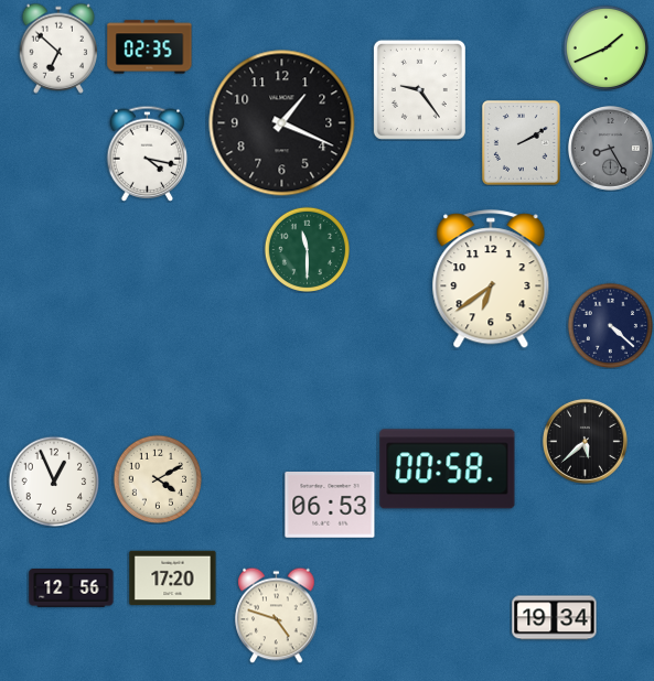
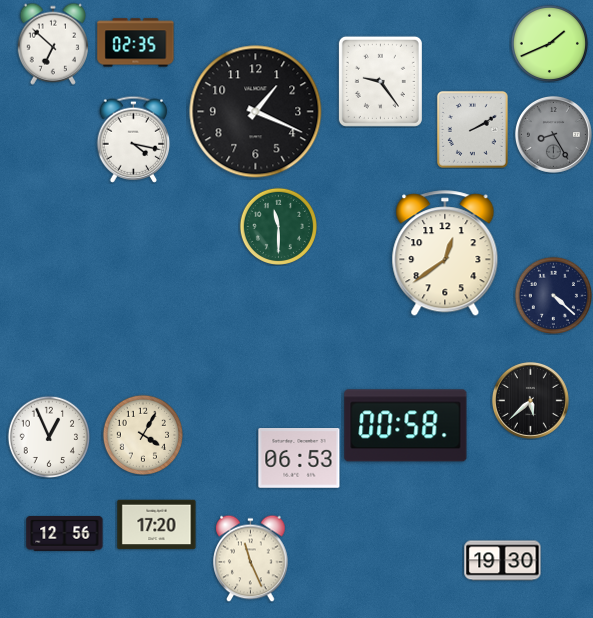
clock at (491, 280): 6:39 -> 12:39
clock at (157, 478): 4:10 -> 4:05
clock at (277, 615): 4:48 -> 11:26
clock at (555, 618): 19:34 -> 19:30
